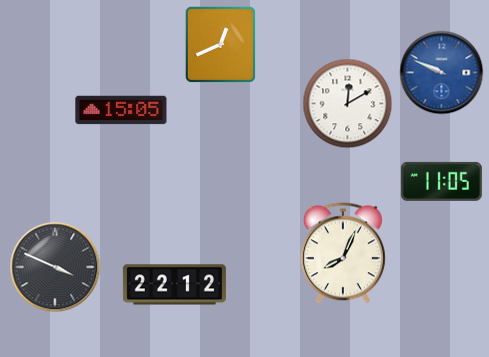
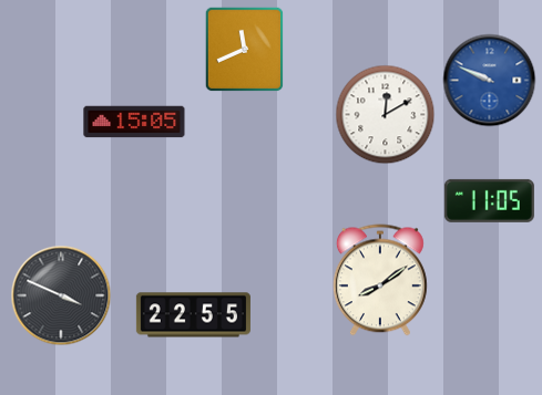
clock at (221, 45): 12:41 -> 11:41
clock at (343, 253): 8:04 -> 8:09
clock at (174, 285): 22:12 -> 22:55
